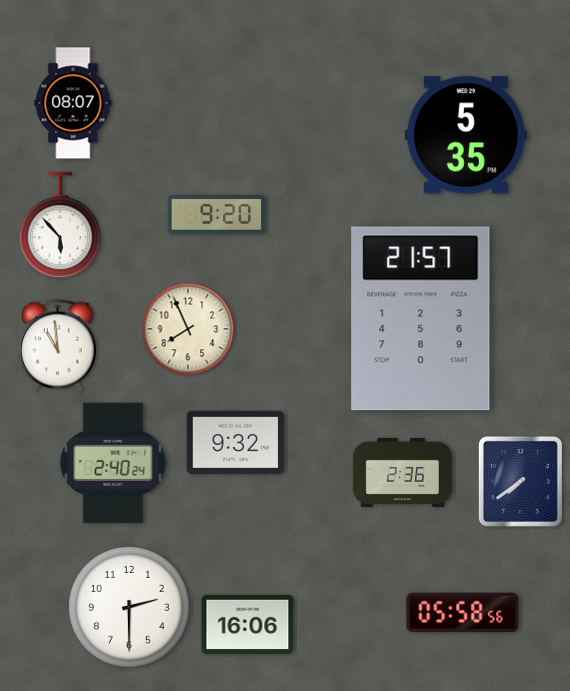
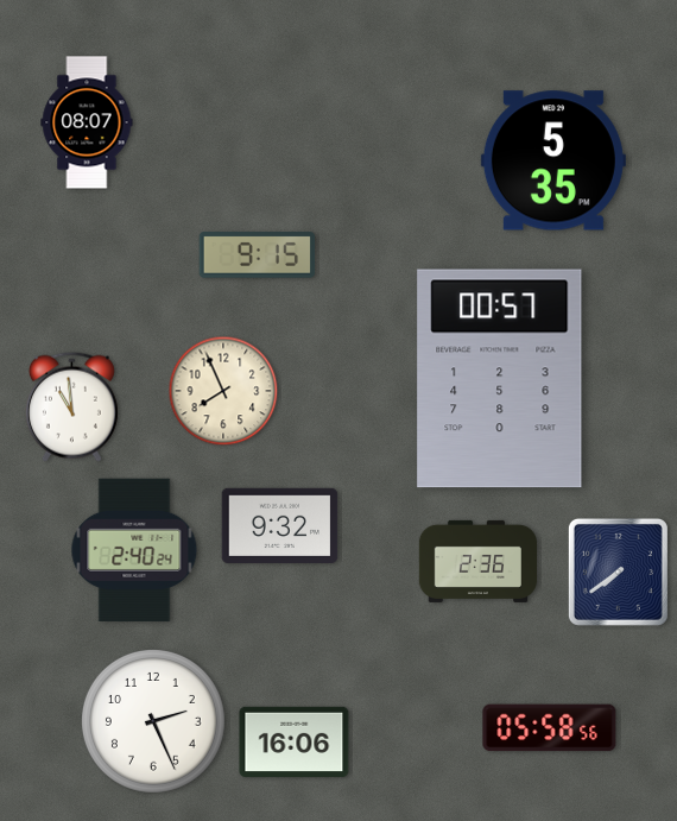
clock at (217, 215): 9:20 -> 9:15
clock at (60, 226): 5:53 -> none
clock at (421, 319): 21:57 -> 00:57
clock at (57, 345) position: (57, 345) -> (71, 406)
clock at (130, 608): 2:30 -> 2:26
